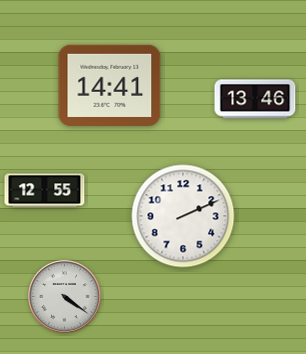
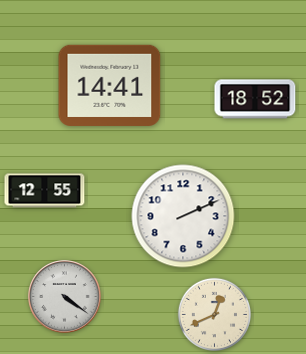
clock at (255, 99): 13:46 -> 18:52
clock at (214, 314): none -> 12:41
